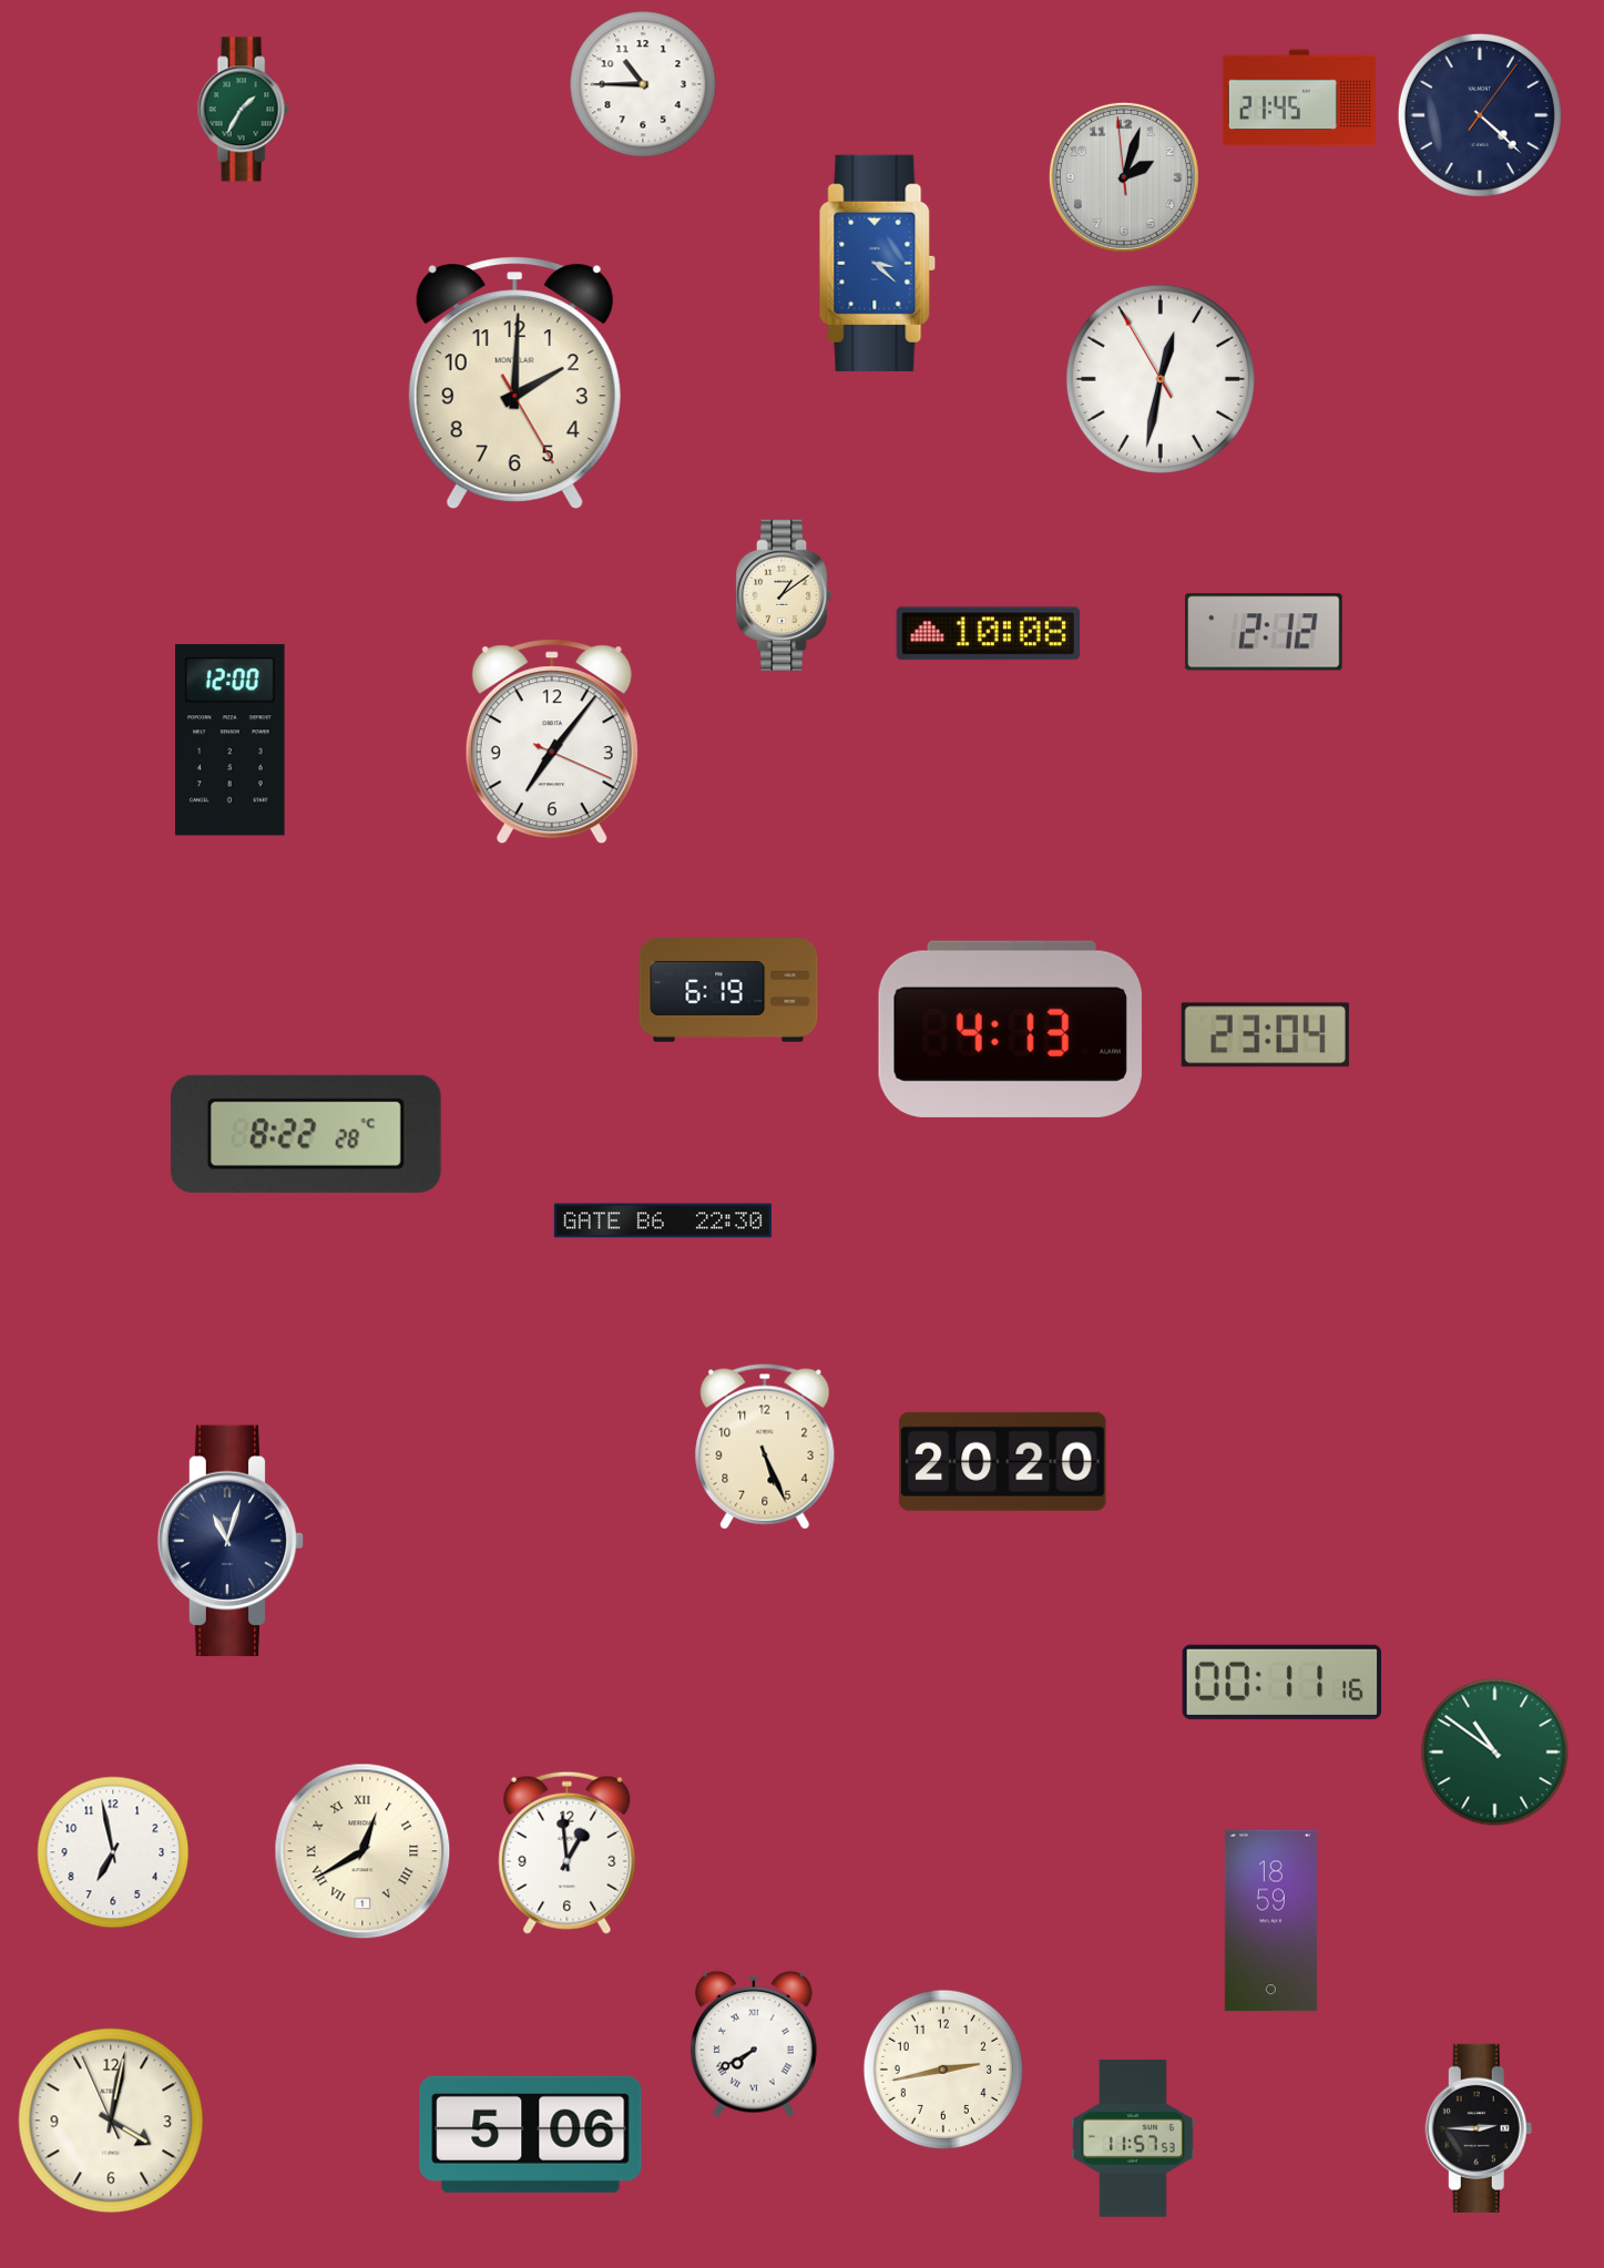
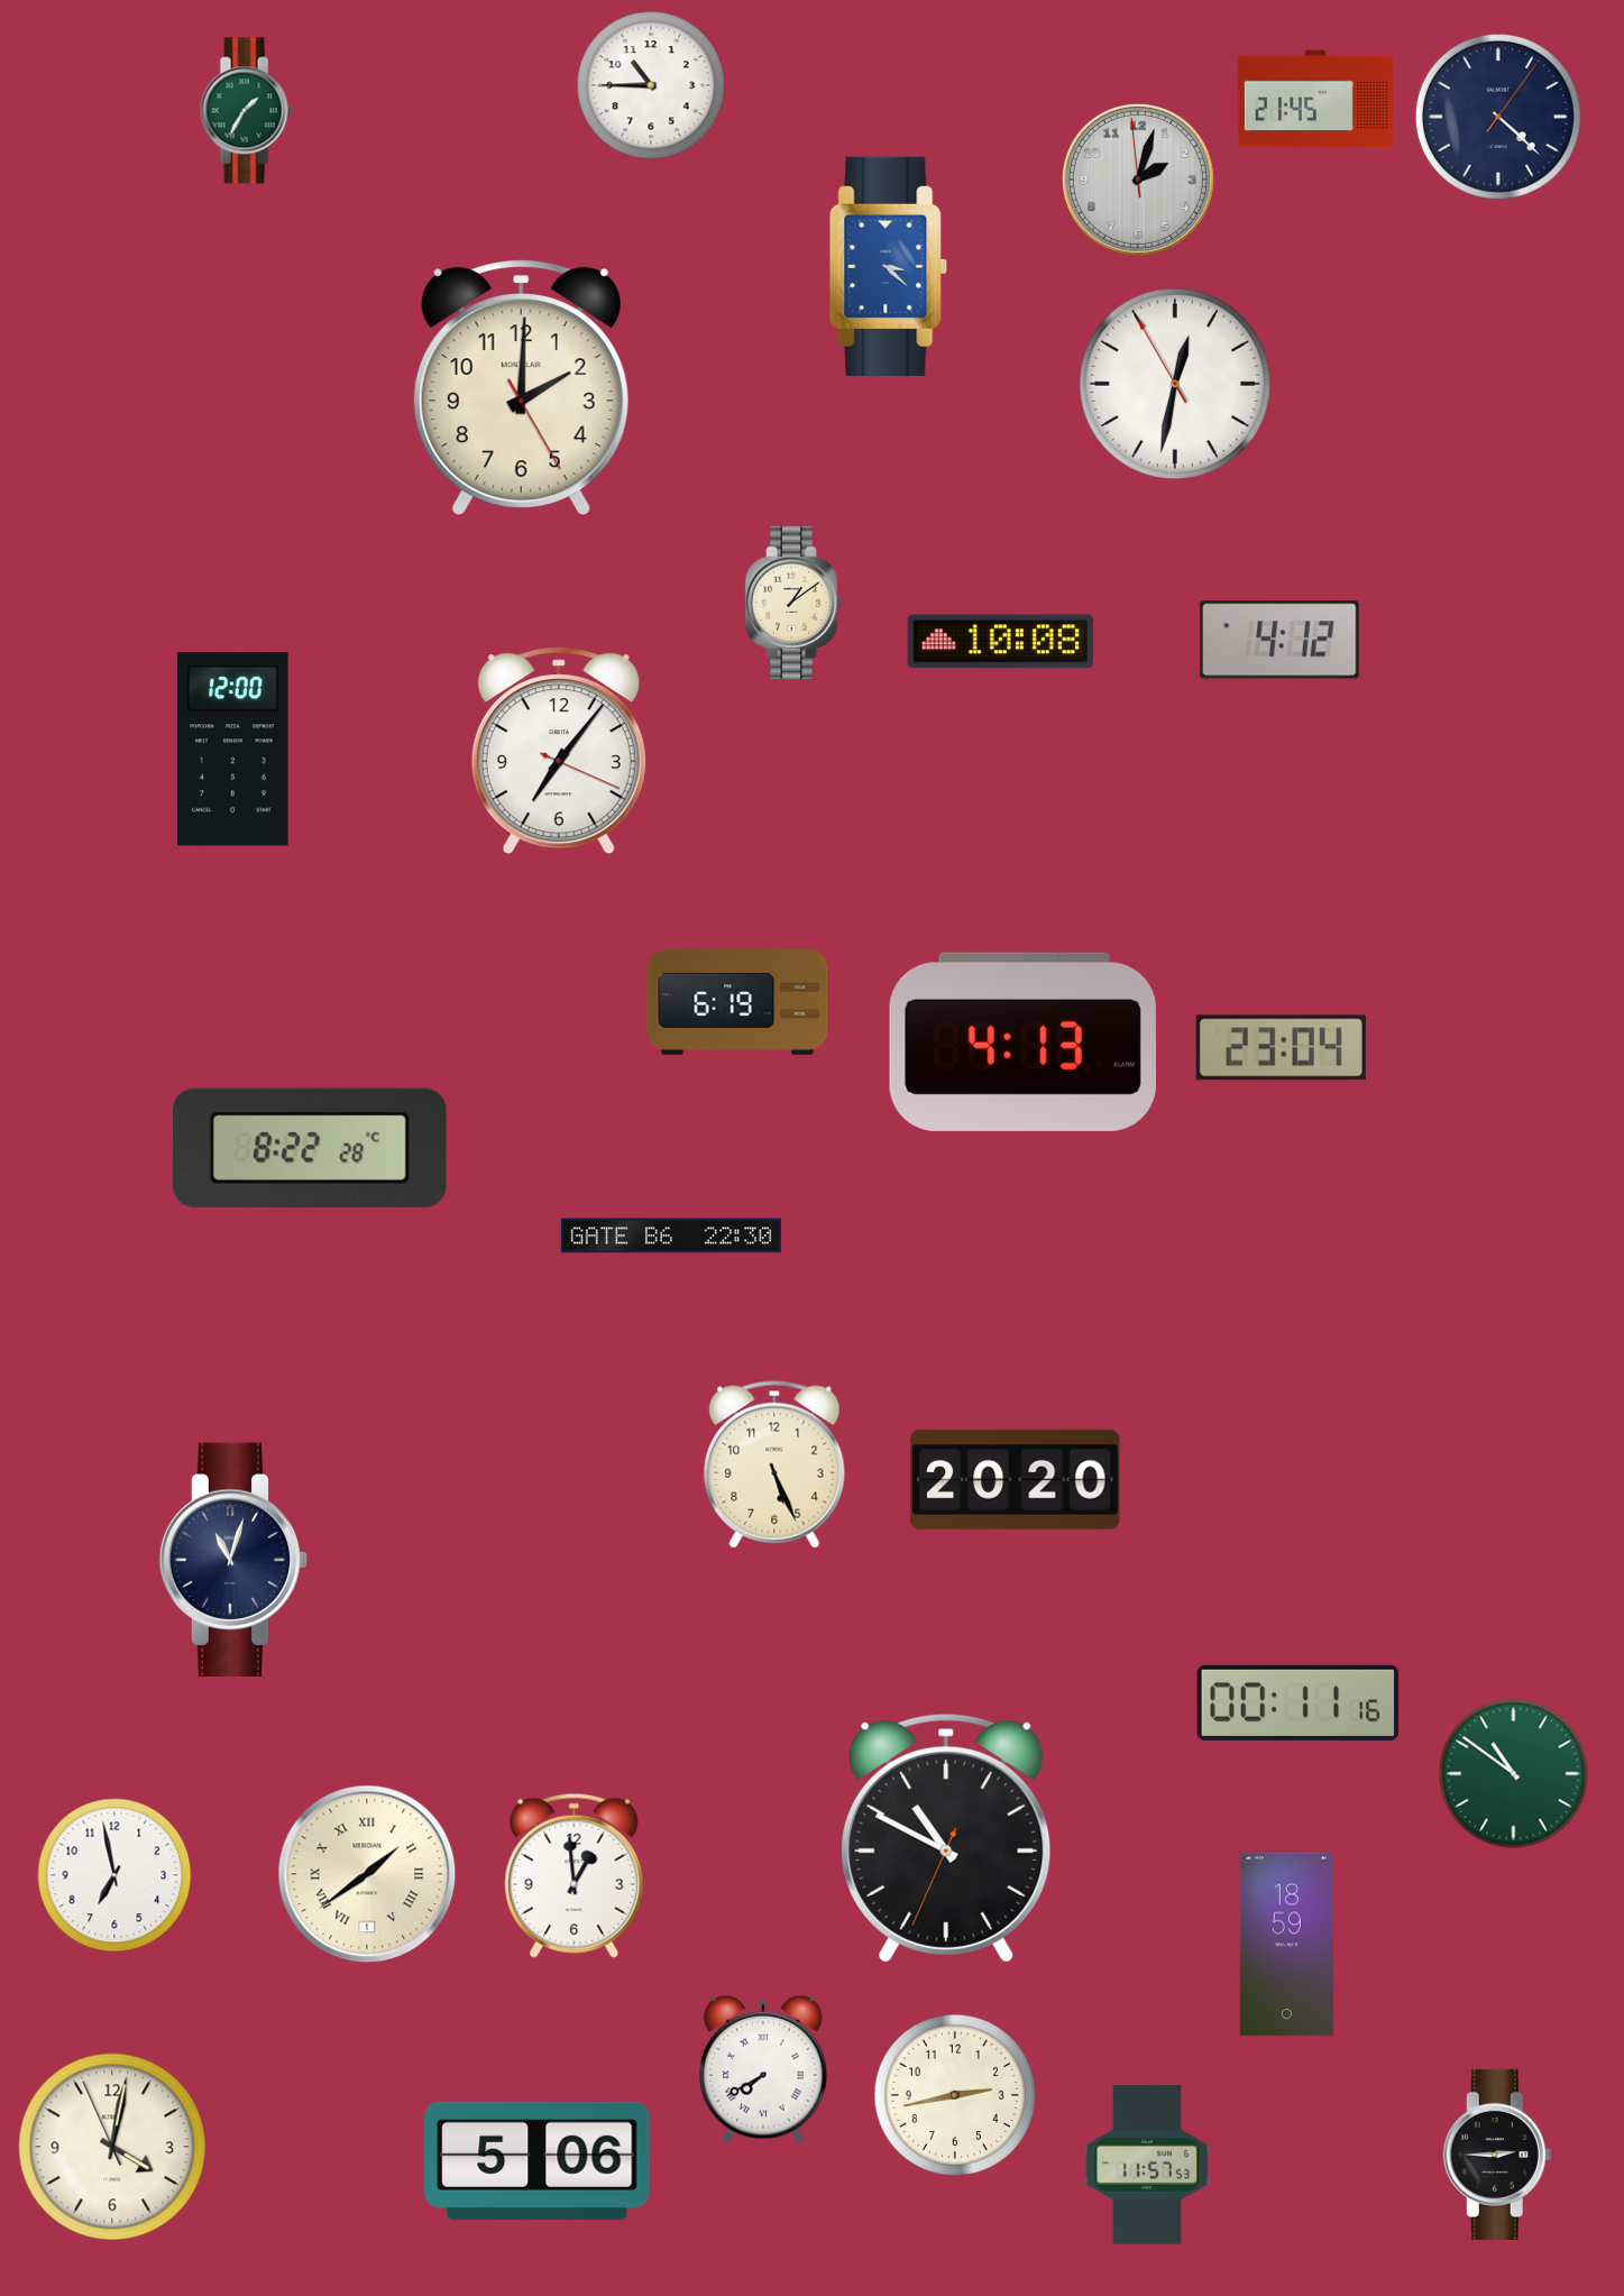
clock at (1264, 632): 2:12 -> 4:12
clock at (946, 1838): none -> 10:49
clock at (362, 1851): 12:40 -> 1:39
